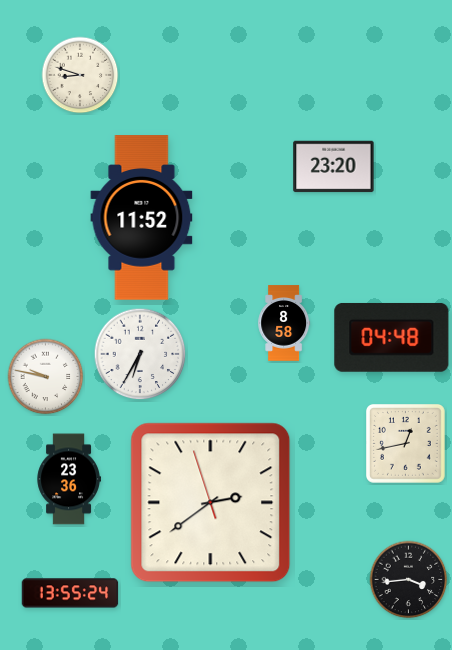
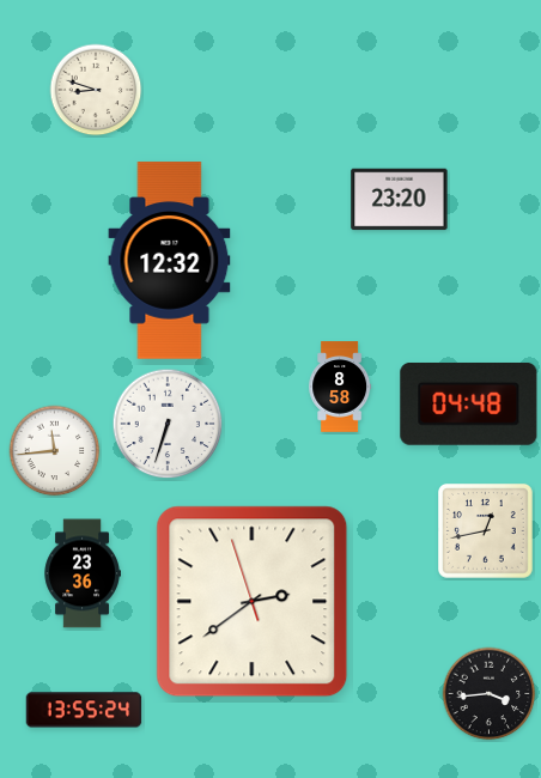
clock at (142, 218): 11:52 -> 12:32
clock at (140, 354): 6:35 -> 6:33
clock at (46, 377): 9:47 -> 11:44
